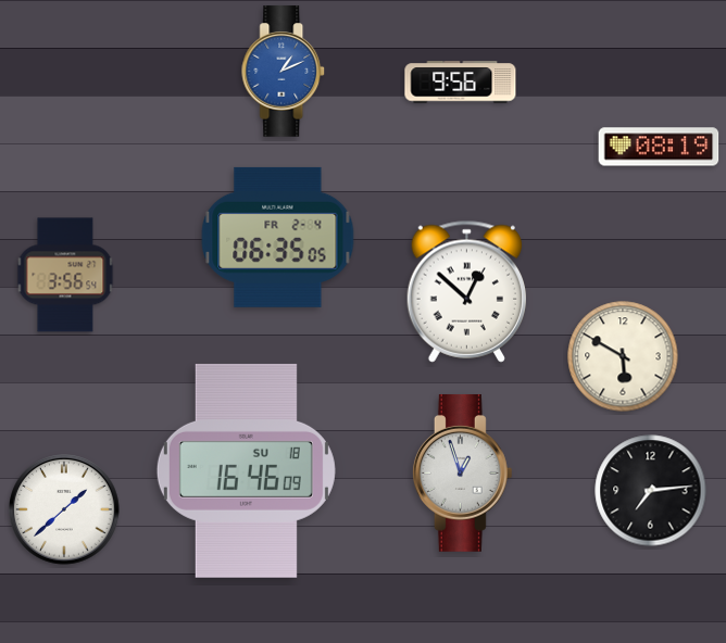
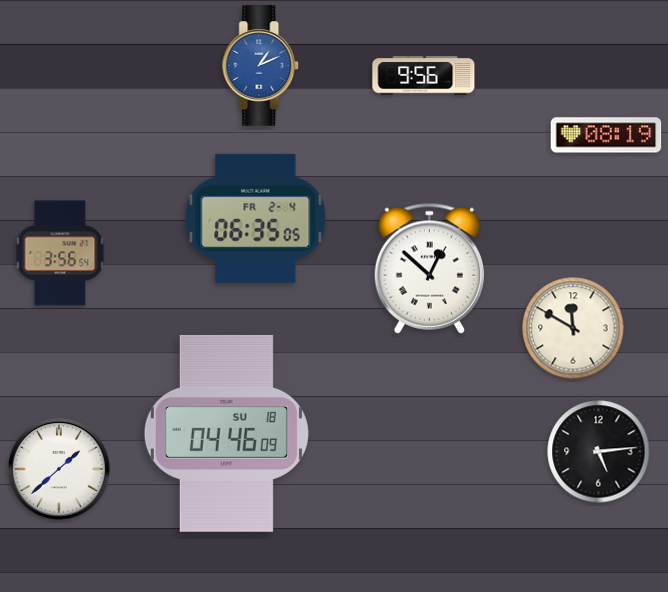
clock at (623, 356): 5:50 -> 11:50
clock at (246, 470): 16:46 -> 04:46
clock at (462, 472): 12:57 -> none
clock at (651, 491): 7:14 -> 5:14
